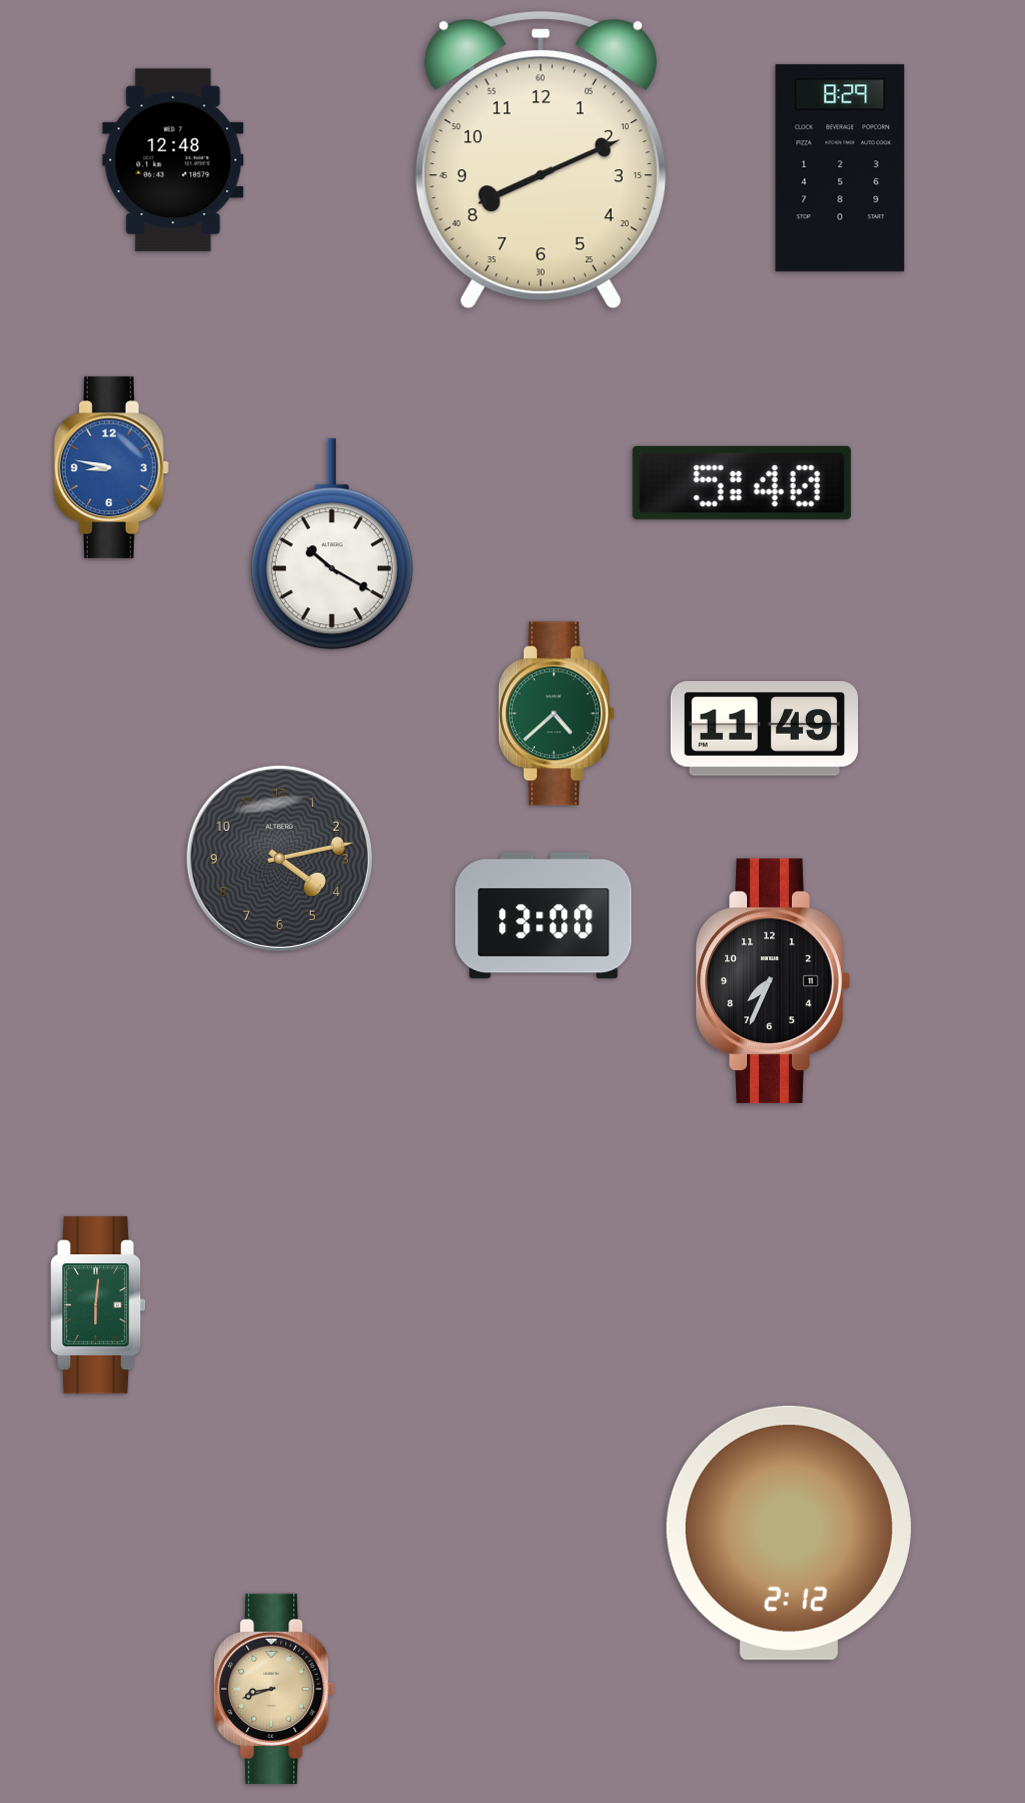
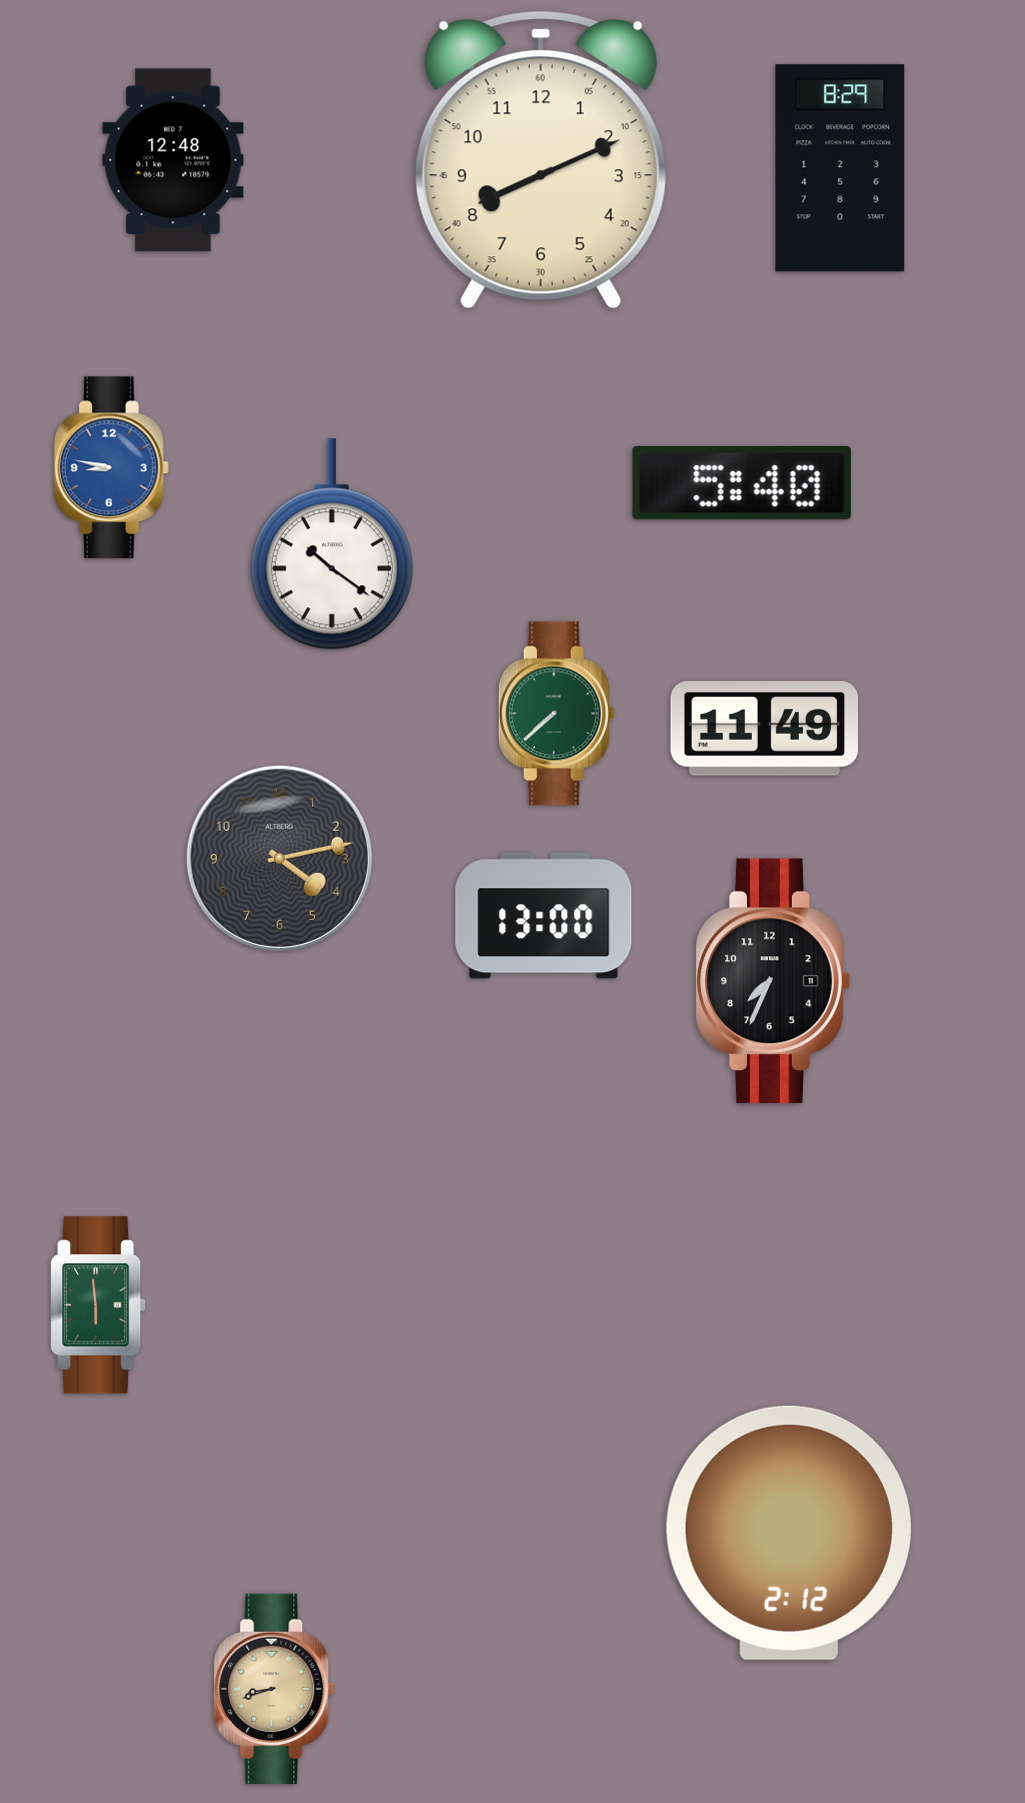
clock at (332, 544): 10:20 -> 10:21
clock at (556, 714): 4:38 -> 7:38
clock at (98, 1305): 6:01 -> 5:59
